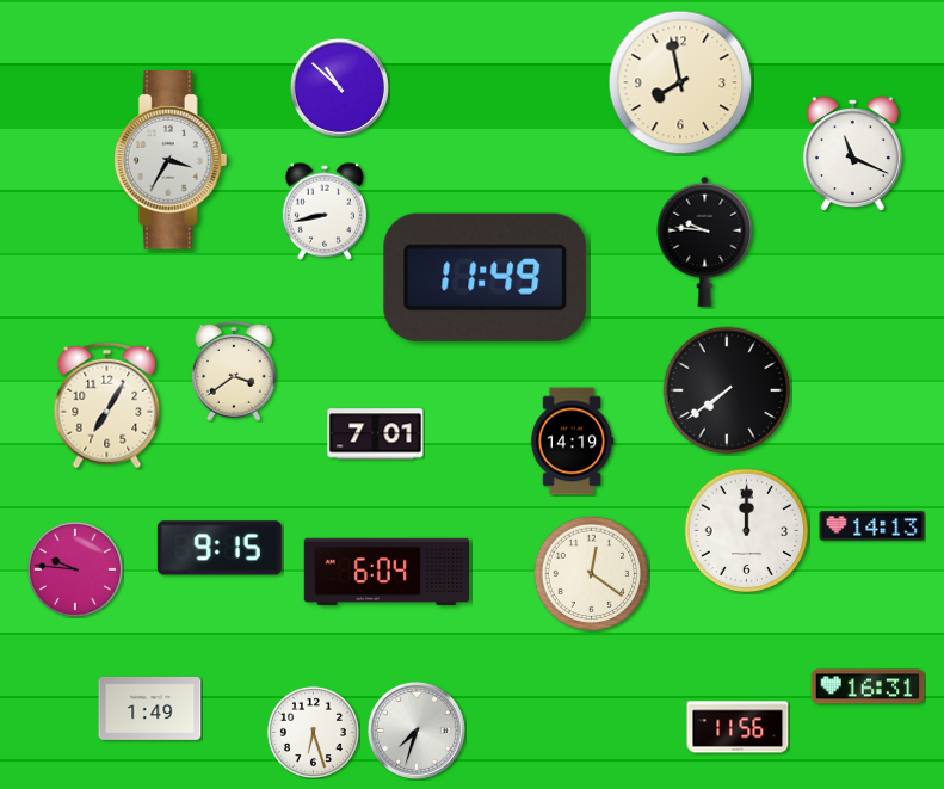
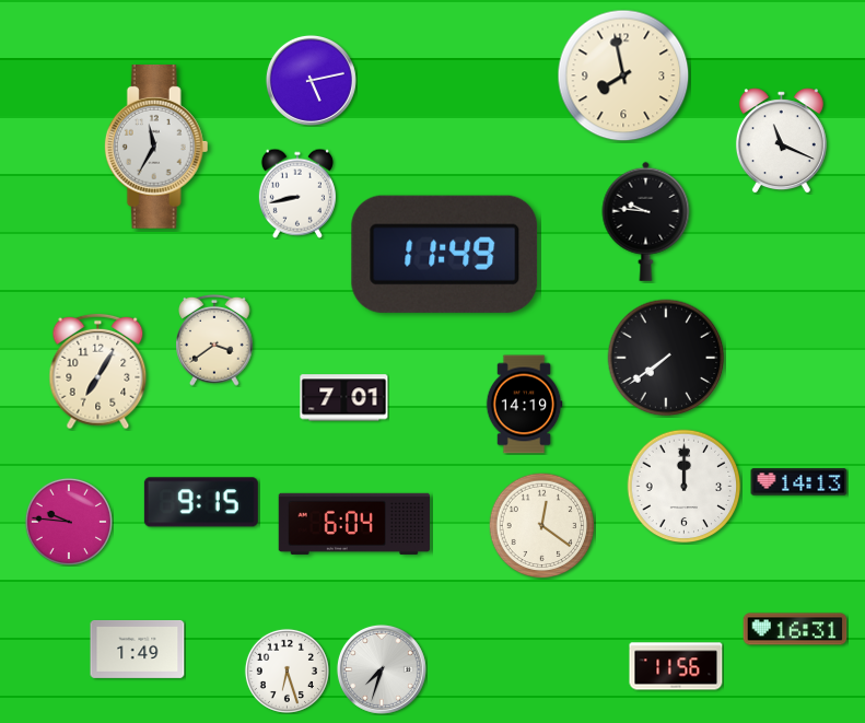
clock at (339, 87): 10:52 -> 5:13
clock at (171, 161): 3:35 -> 11:35
